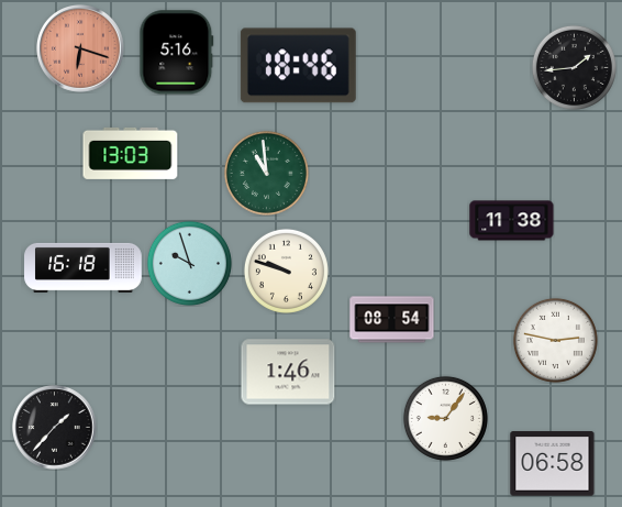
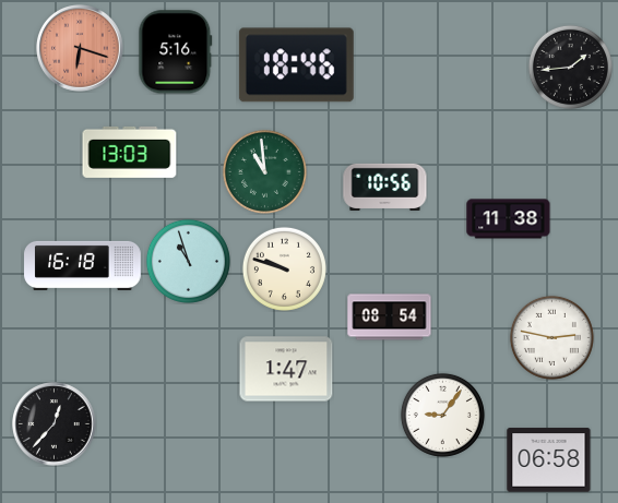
clock at (385, 187): none -> 10:56
clock at (189, 263): 9:57 -> 10:57
clock at (288, 372): 1:46 -> 1:47
clock at (55, 428): 1:37 -> 12:37
